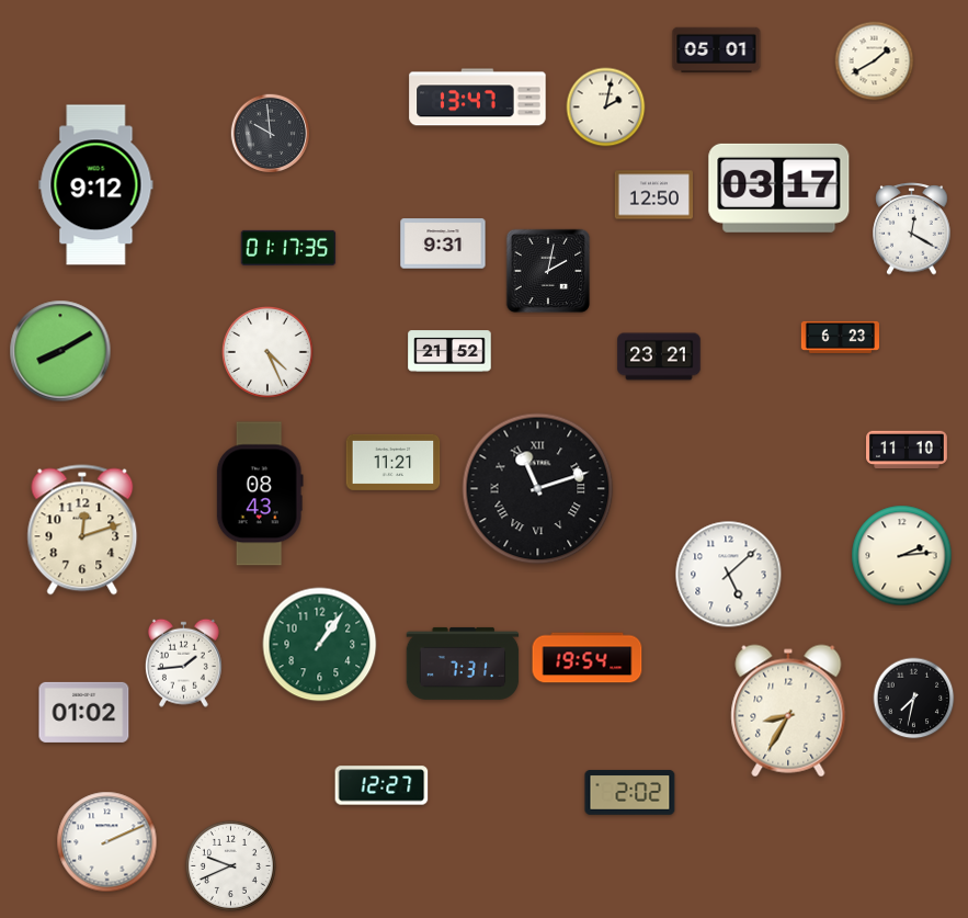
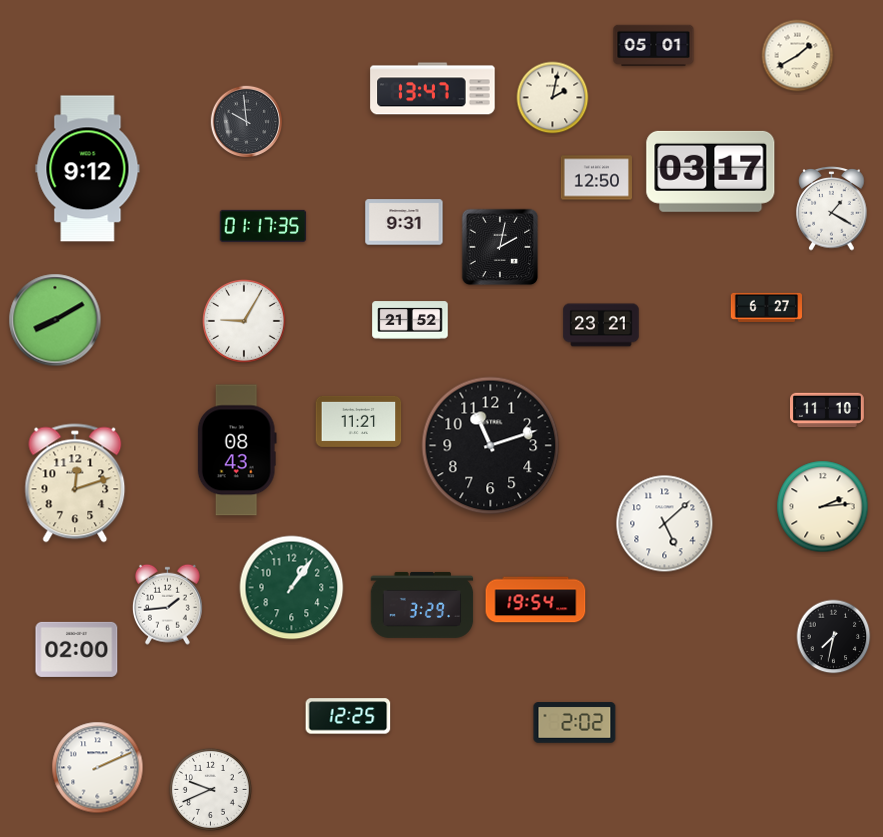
clock at (478, 98) position: (478, 98) -> (433, 89)
clock at (912, 229): 12:20 -> 1:20
clock at (841, 337): 6:23 -> 6:27
clock at (267, 352): 4:26 -> 9:05
clock at (538, 489) numerals: Roman -> Arabic
clock at (463, 664): 7:31 -> 3:29
clock at (788, 711): 8:35 -> none
clock at (84, 712): 01:02 -> 02:00
clock at (381, 785): 12:27 -> 12:25
